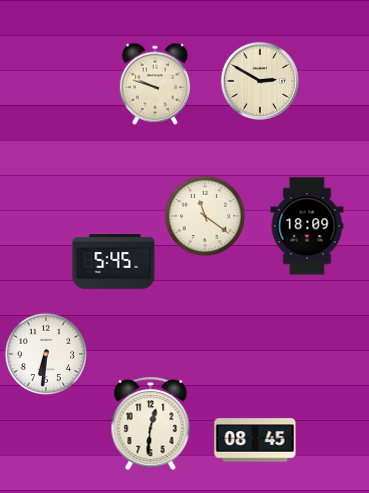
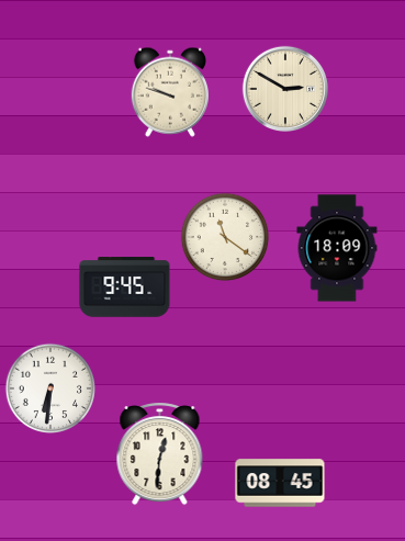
clock at (114, 262): 5:45 -> 9:45
clock at (151, 424) position: (151, 424) -> (160, 454)
